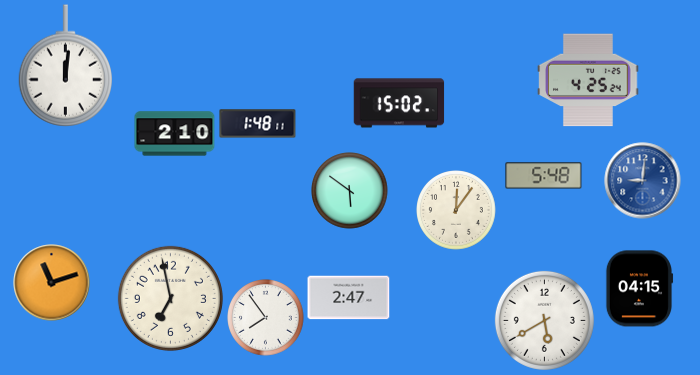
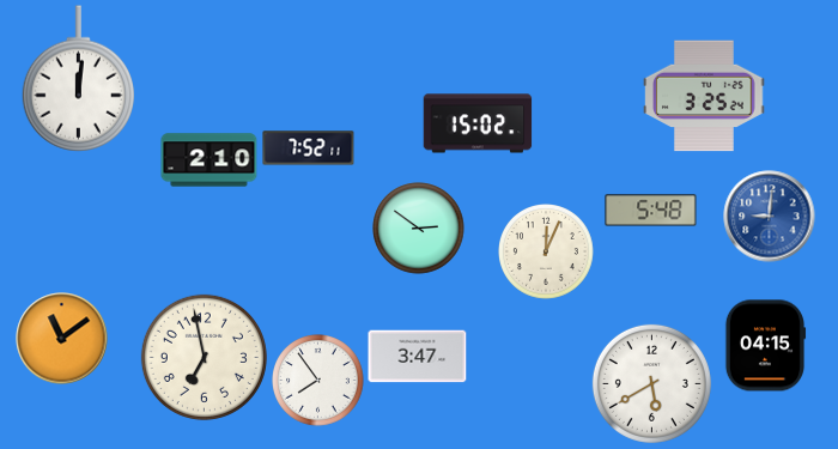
clock at (588, 80): 4:25 -> 3:25
clock at (258, 124): 1:48 -> 7:52
clock at (350, 191): 5:51 -> 2:51
clock at (457, 211): 12:06 -> 12:04
clock at (52, 283): 11:12 -> 11:09
clock at (349, 298): 2:47 -> 3:47
